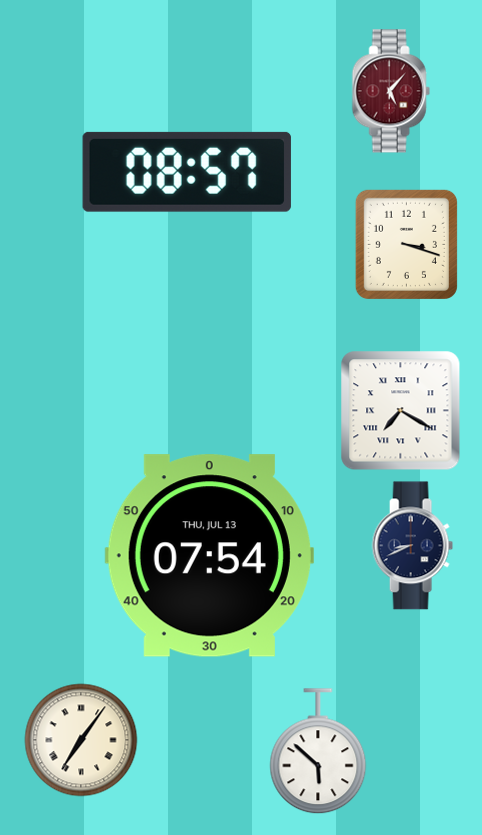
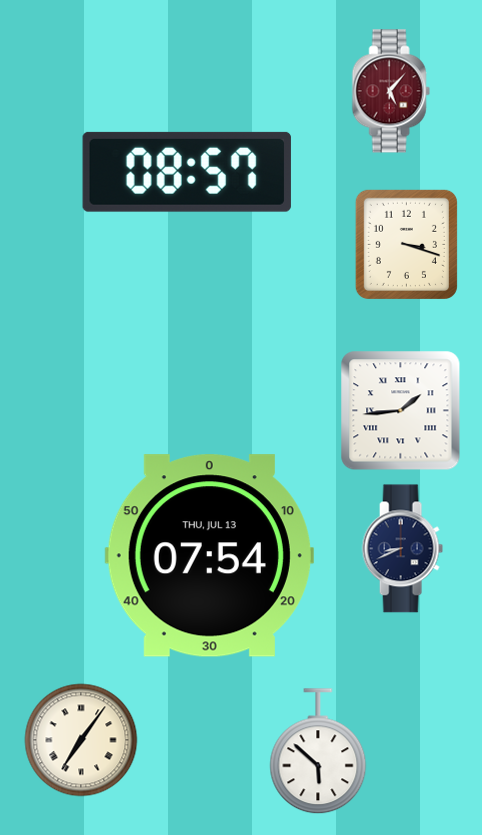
clock at (401, 411): 7:20 -> 1:44
clock at (412, 546) position: (412, 546) -> (402, 549)
